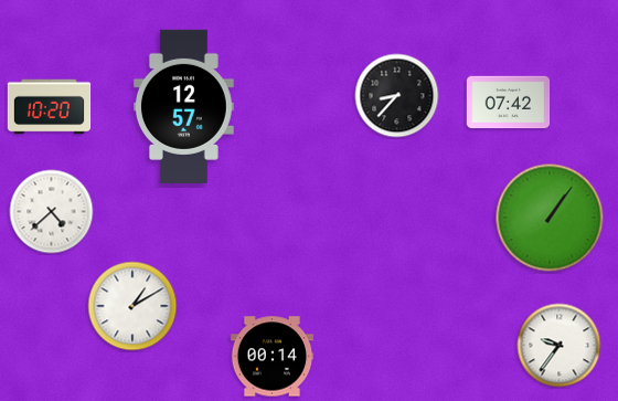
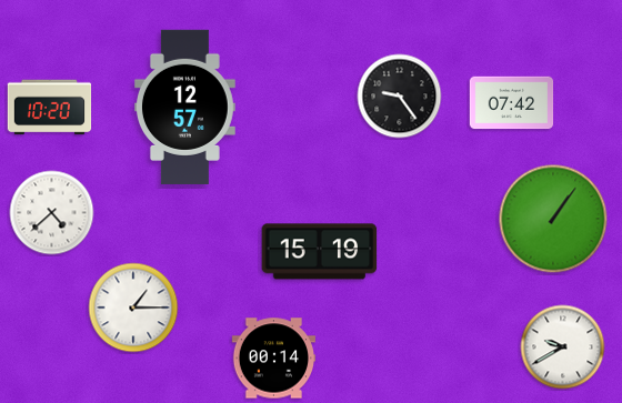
clock at (397, 96): 8:37 -> 9:24
clock at (320, 252): none -> 15:19
clock at (132, 306): 1:10 -> 1:15
clock at (560, 346): 9:36 -> 9:40
